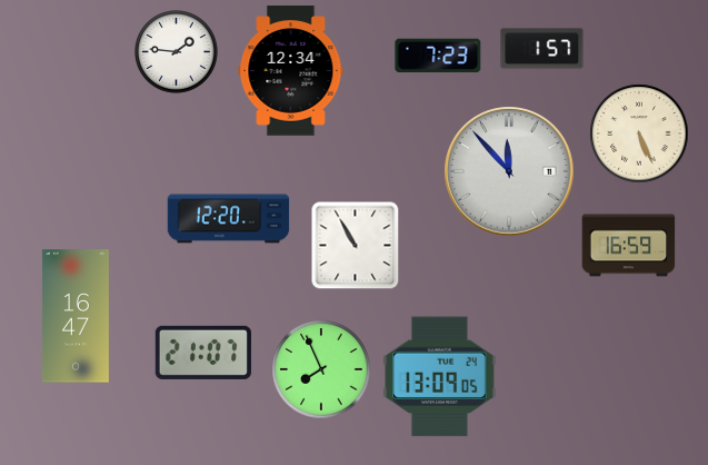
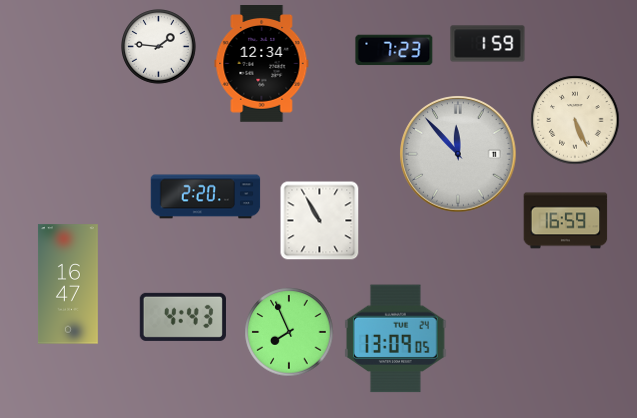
clock at (542, 49): 1:57 -> 1:59
clock at (229, 219): 12:20 -> 2:20
clock at (203, 353): 21:07 -> 4:43
